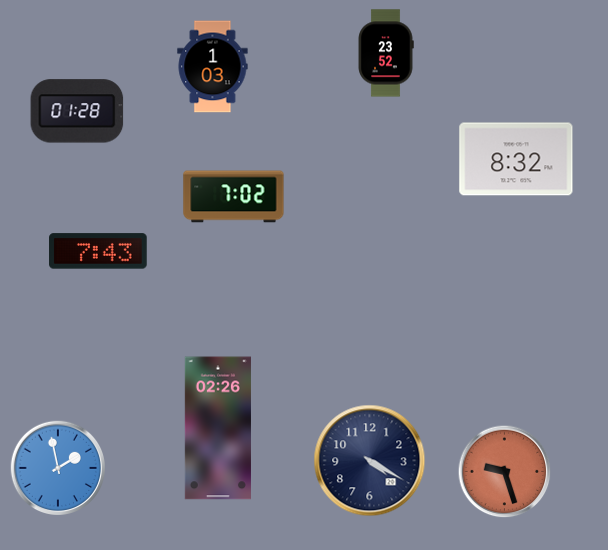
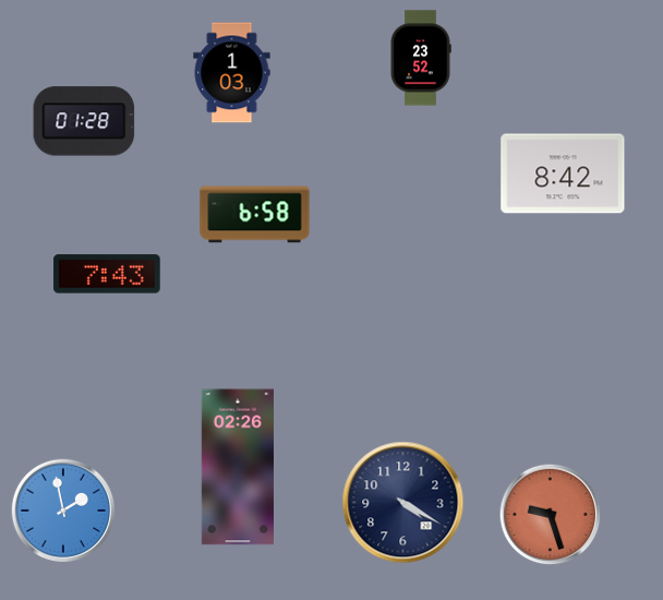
clock at (516, 159): 8:32 -> 8:42
clock at (234, 197): 7:02 -> 6:58
